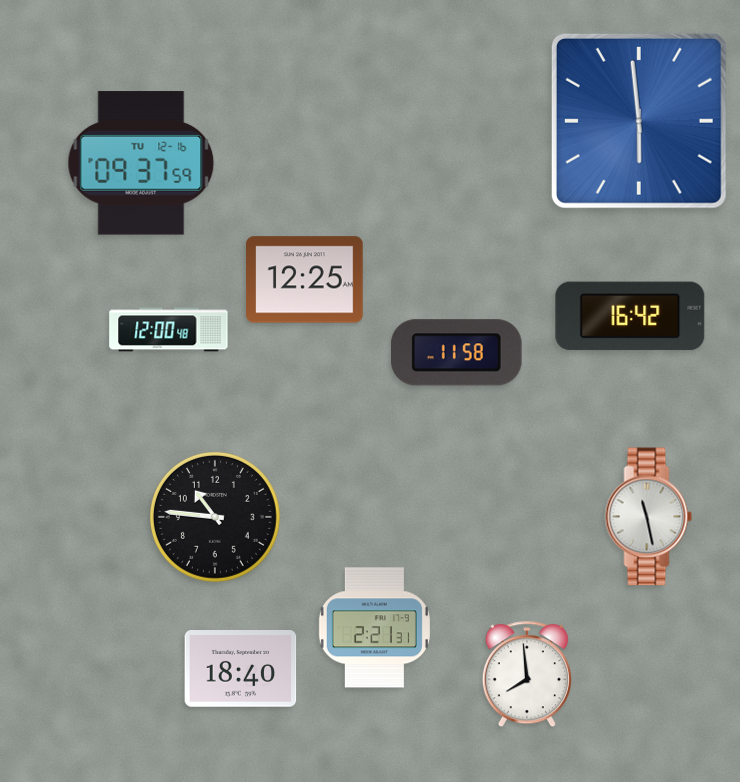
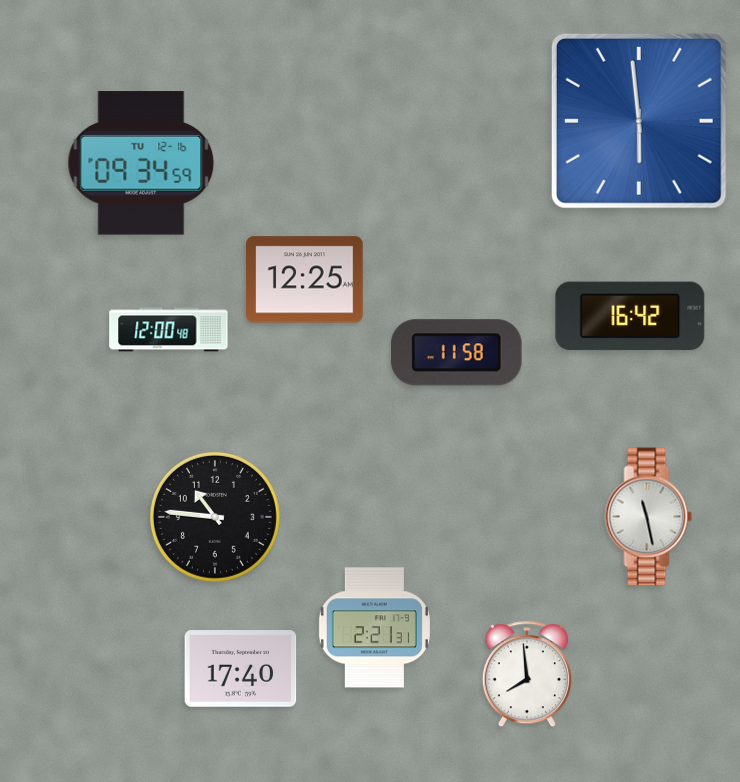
clock at (141, 163): 09:37 -> 09:34
clock at (241, 669): 18:40 -> 17:40
